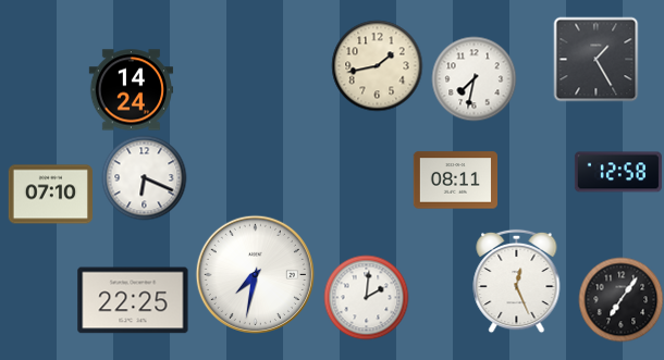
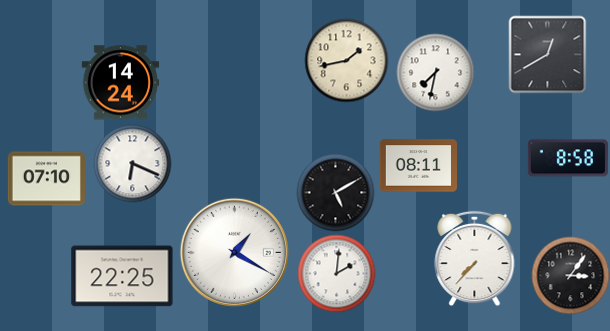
clock at (595, 59): 1:25 -> 12:40
clock at (618, 172): 12:58 -> 8:58
clock at (335, 192): none -> 5:10
clock at (255, 274): 7:32 -> 1:20
clock at (517, 281): 12:26 -> 7:37
clock at (620, 299): 7:06 -> 3:06
